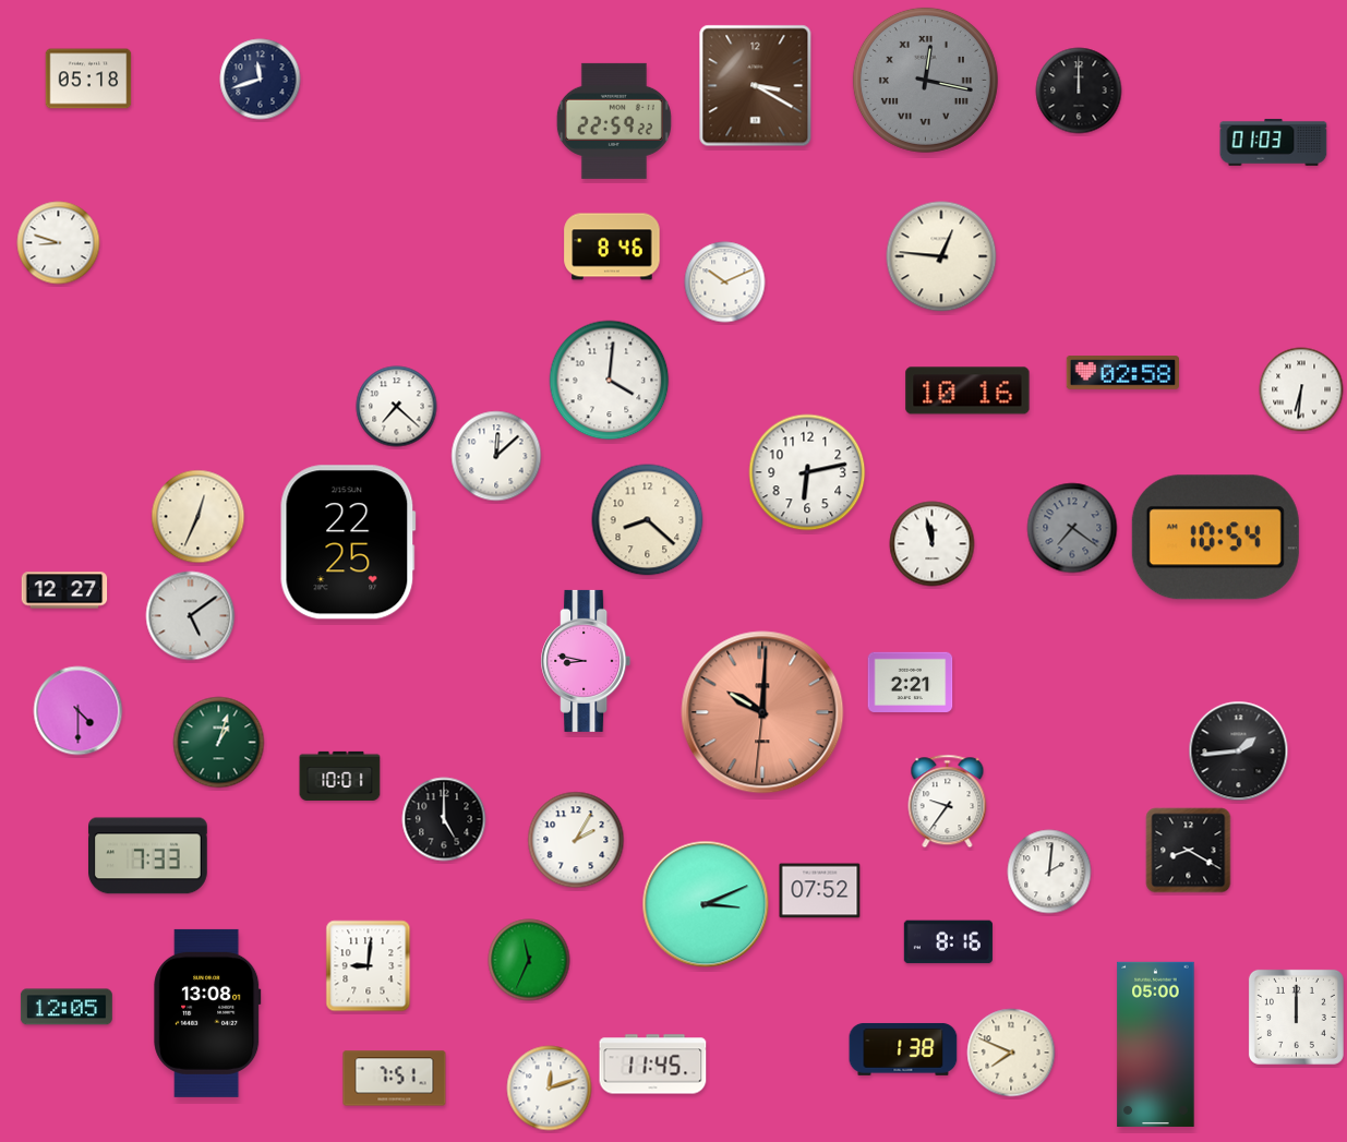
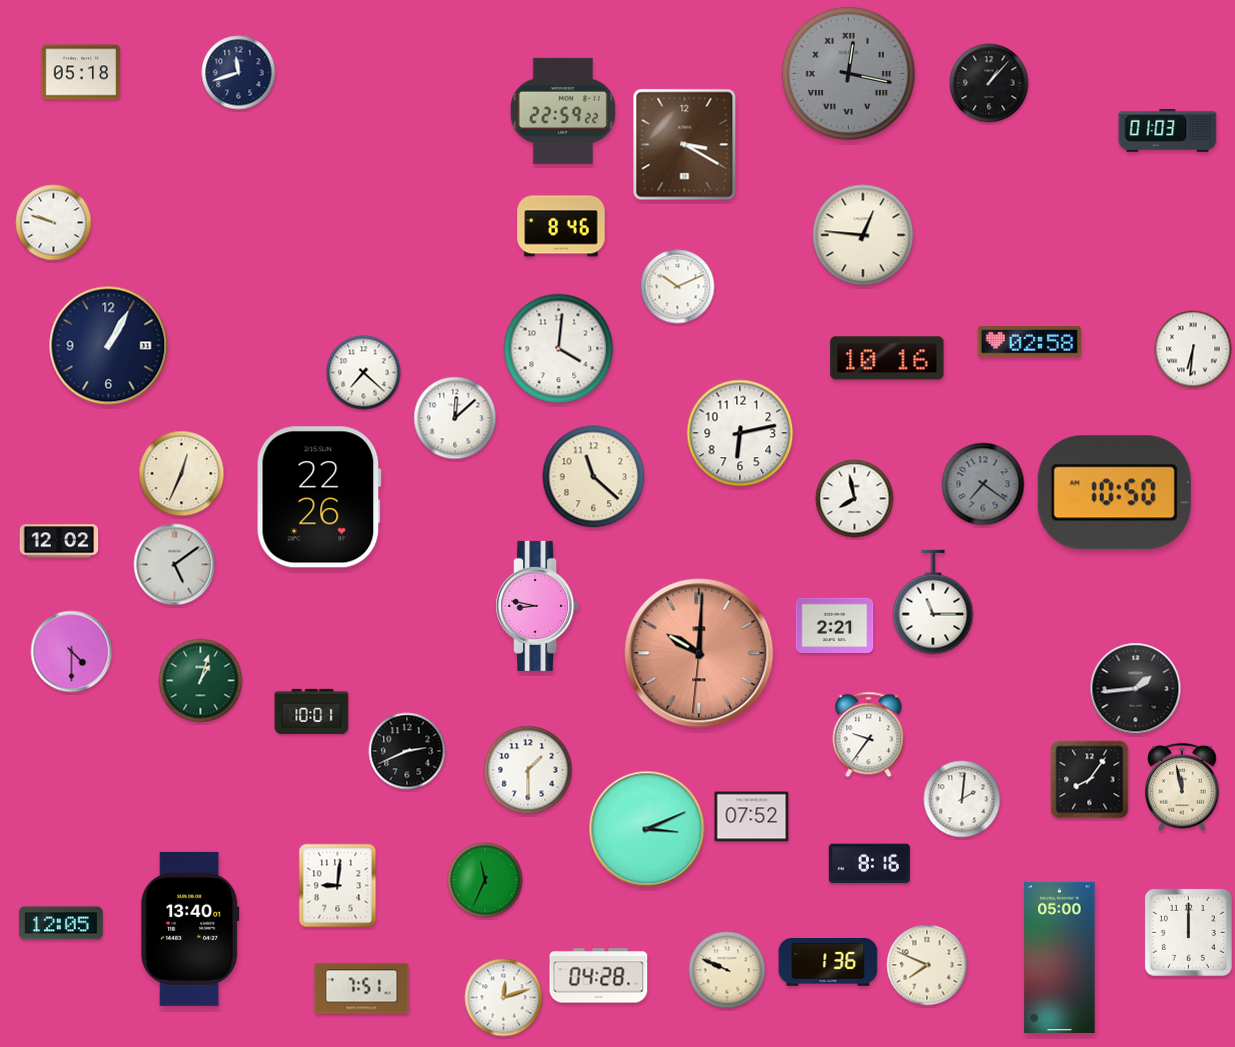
clock at (756, 86) position: (756, 86) -> (685, 145)
clock at (1079, 91): 12:00 -> 1:07
clock at (59, 243): 8:48 -> 9:48
clock at (725, 283) position: (725, 283) -> (678, 287)
clock at (109, 346): none -> 1:05
clock at (1301, 389) position: (1301, 389) -> (1193, 349)
clock at (648, 520): 8:22 -> 11:22
clock at (1215, 538): 10:54 -> 10:50
clock at (348, 542): 22:25 -> 22:26
clock at (933, 544): 11:58 -> 7:58
clock at (64, 590): 12:27 -> 12:02
clock at (933, 602): none -> 11:15
clock at (444, 819): 5:00 -> 2:41
clock at (576, 840): 2:05 -> 1:30
clock at (1189, 851): 8:20 -> 8:06
clock at (148, 856): 7:33 -> none
clock at (1182, 787): none -> 11:58
clock at (207, 1013): 13:08 -> 13:40
clock at (903, 1049): 1:38 -> 1:36
clock at (727, 970): none -> 9:49
clock at (653, 1065): 11:45 -> 04:28
